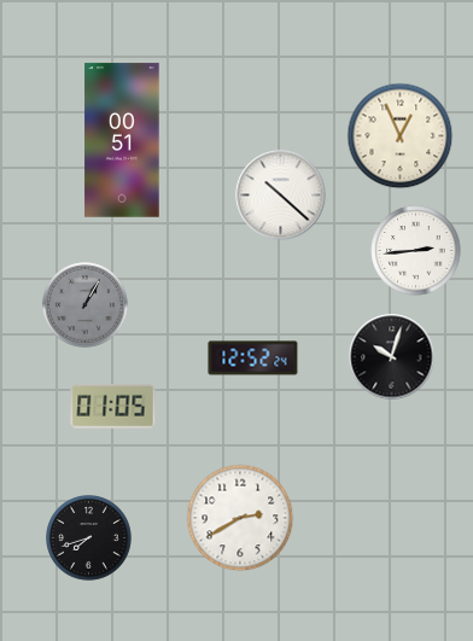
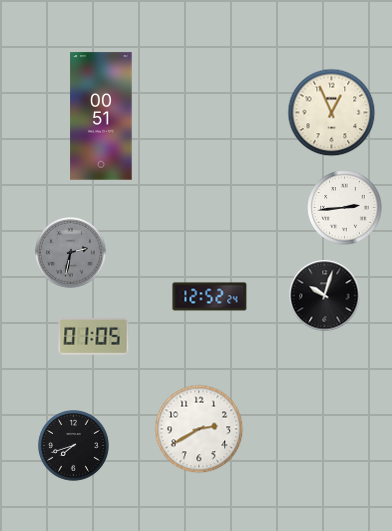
clock at (281, 196): 10:22 -> none
clock at (86, 305): 1:05 -> 2:32
